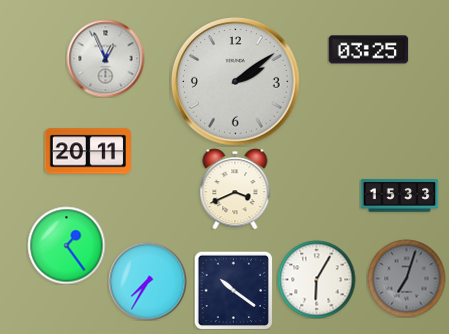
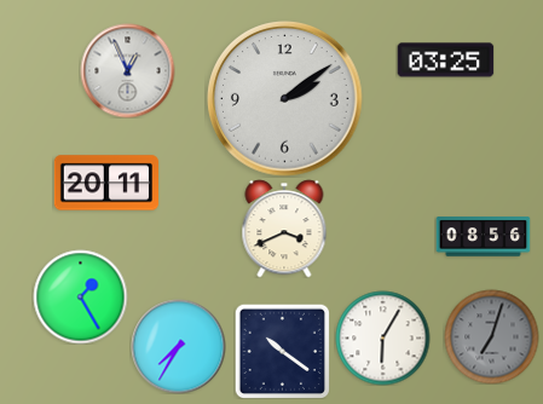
clock at (399, 196): 15:33 -> 08:56
clock at (66, 245): 1:24 -> 1:25
clock at (147, 281) position: (147, 281) -> (178, 346)
